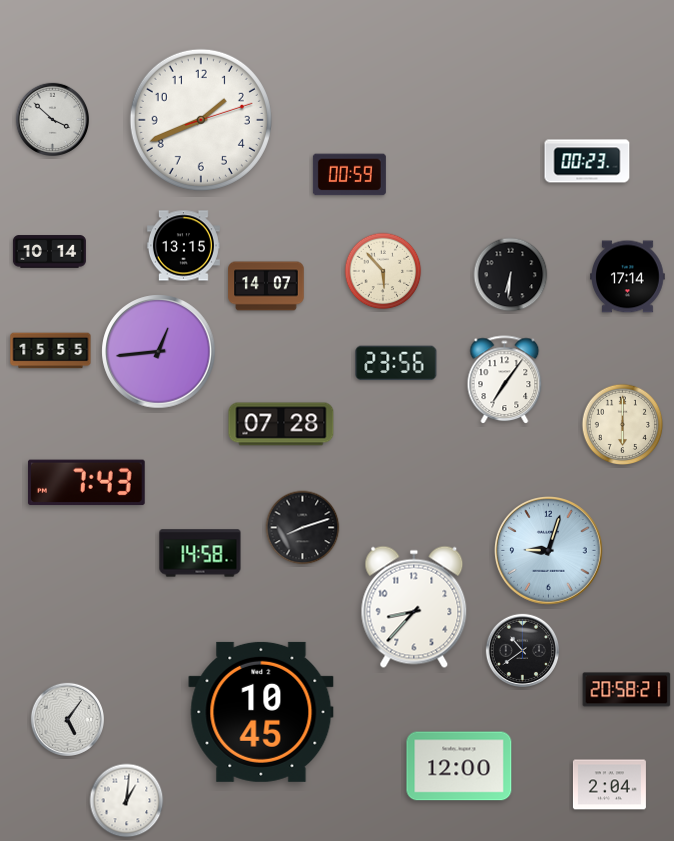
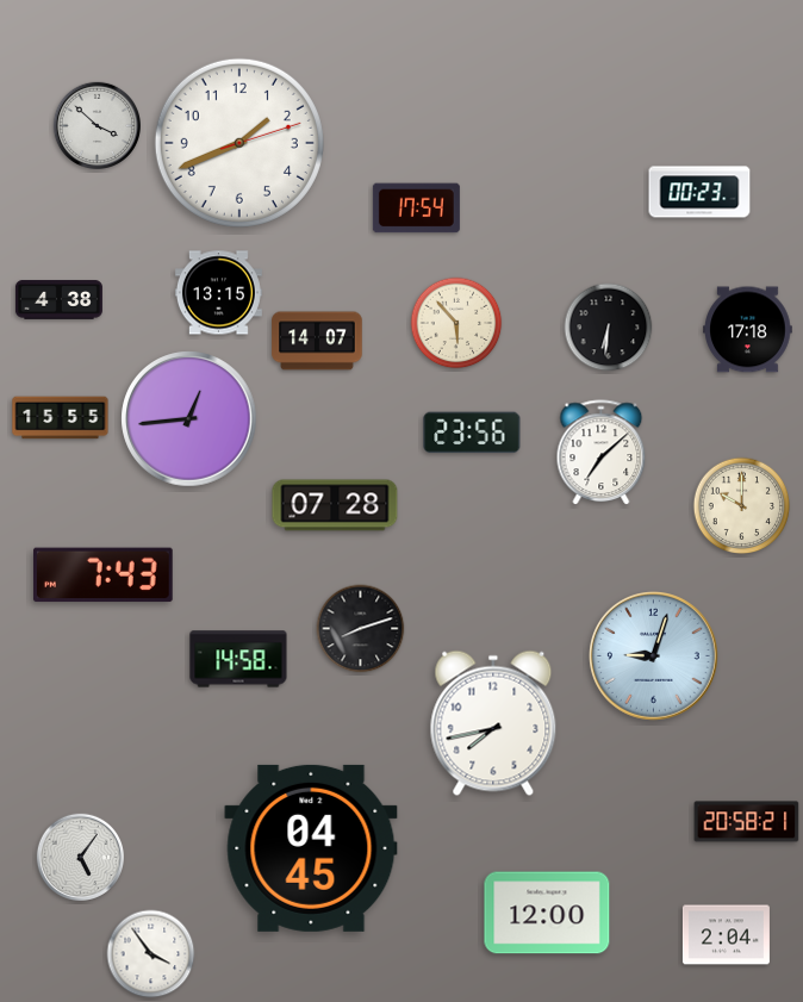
clock at (52, 119) position: (52, 119) -> (97, 125)
clock at (349, 175): 00:59 -> 17:54
clock at (49, 252): 10:14 -> 4:38
clock at (628, 277): 17:14 -> 17:18
clock at (505, 379): 7:06 -> 7:08
clock at (623, 425): 6:00 -> 10:00
clock at (414, 607): 8:37 -> 7:43
clock at (522, 650): 10:39 -> none
clock at (261, 712): 10:45 -> 04:45
clock at (127, 801): 1:01 -> 3:54
